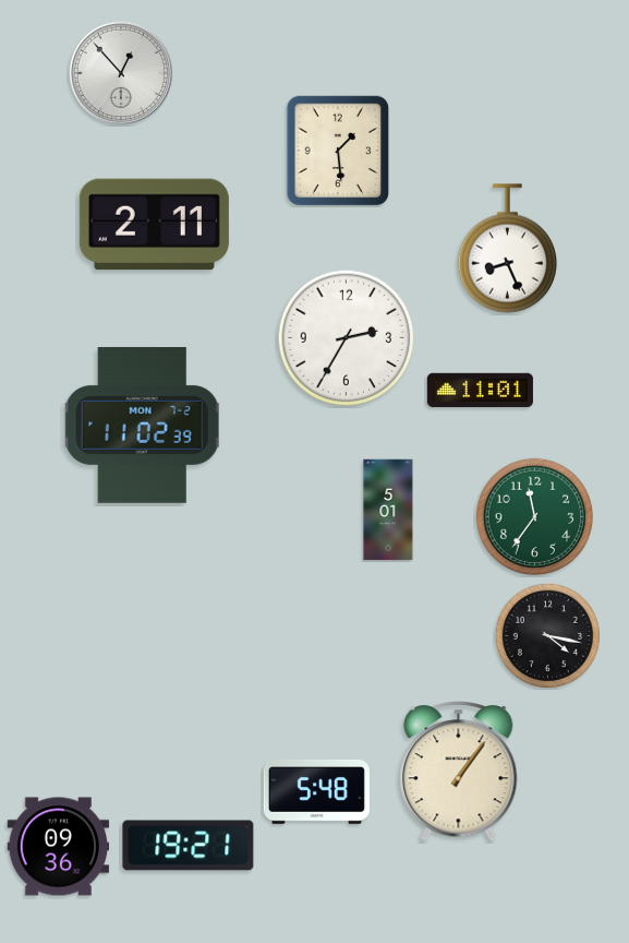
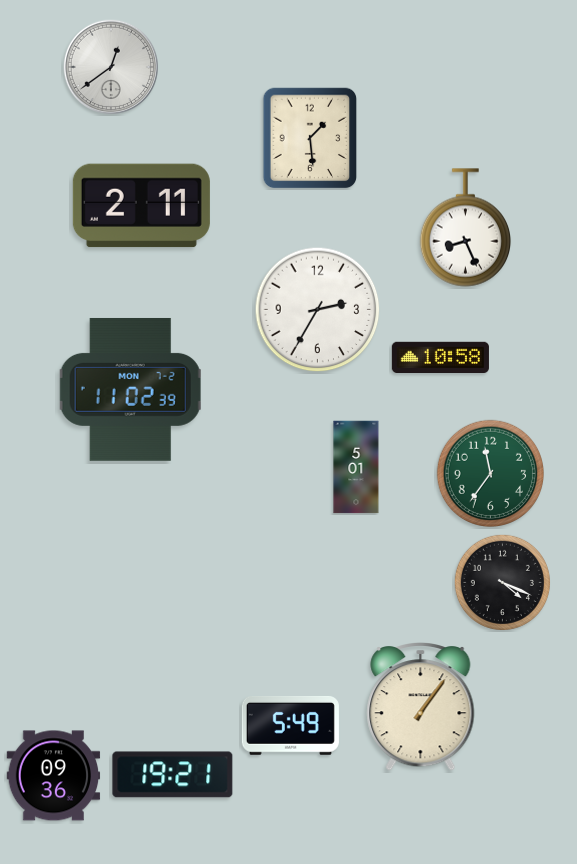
clock at (120, 72): 12:53 -> 12:39
clock at (480, 390): 11:01 -> 10:58
clock at (547, 635): 4:17 -> 4:19
clock at (316, 791): 5:48 -> 5:49
